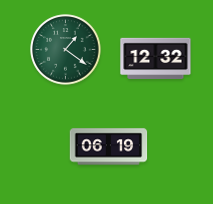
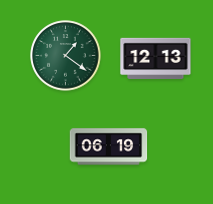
clock at (66, 50) position: (66, 50) -> (66, 56)
clock at (156, 58): 12:32 -> 12:13
